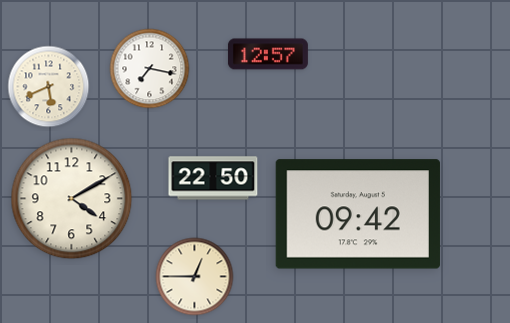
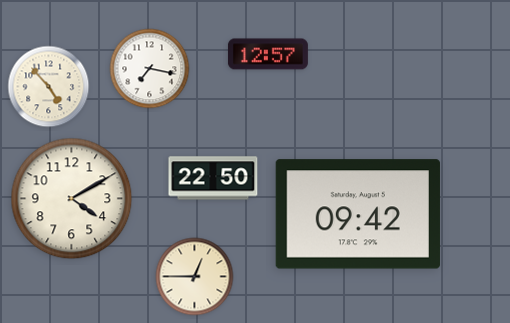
clock at (49, 87): 5:41 -> 4:53
